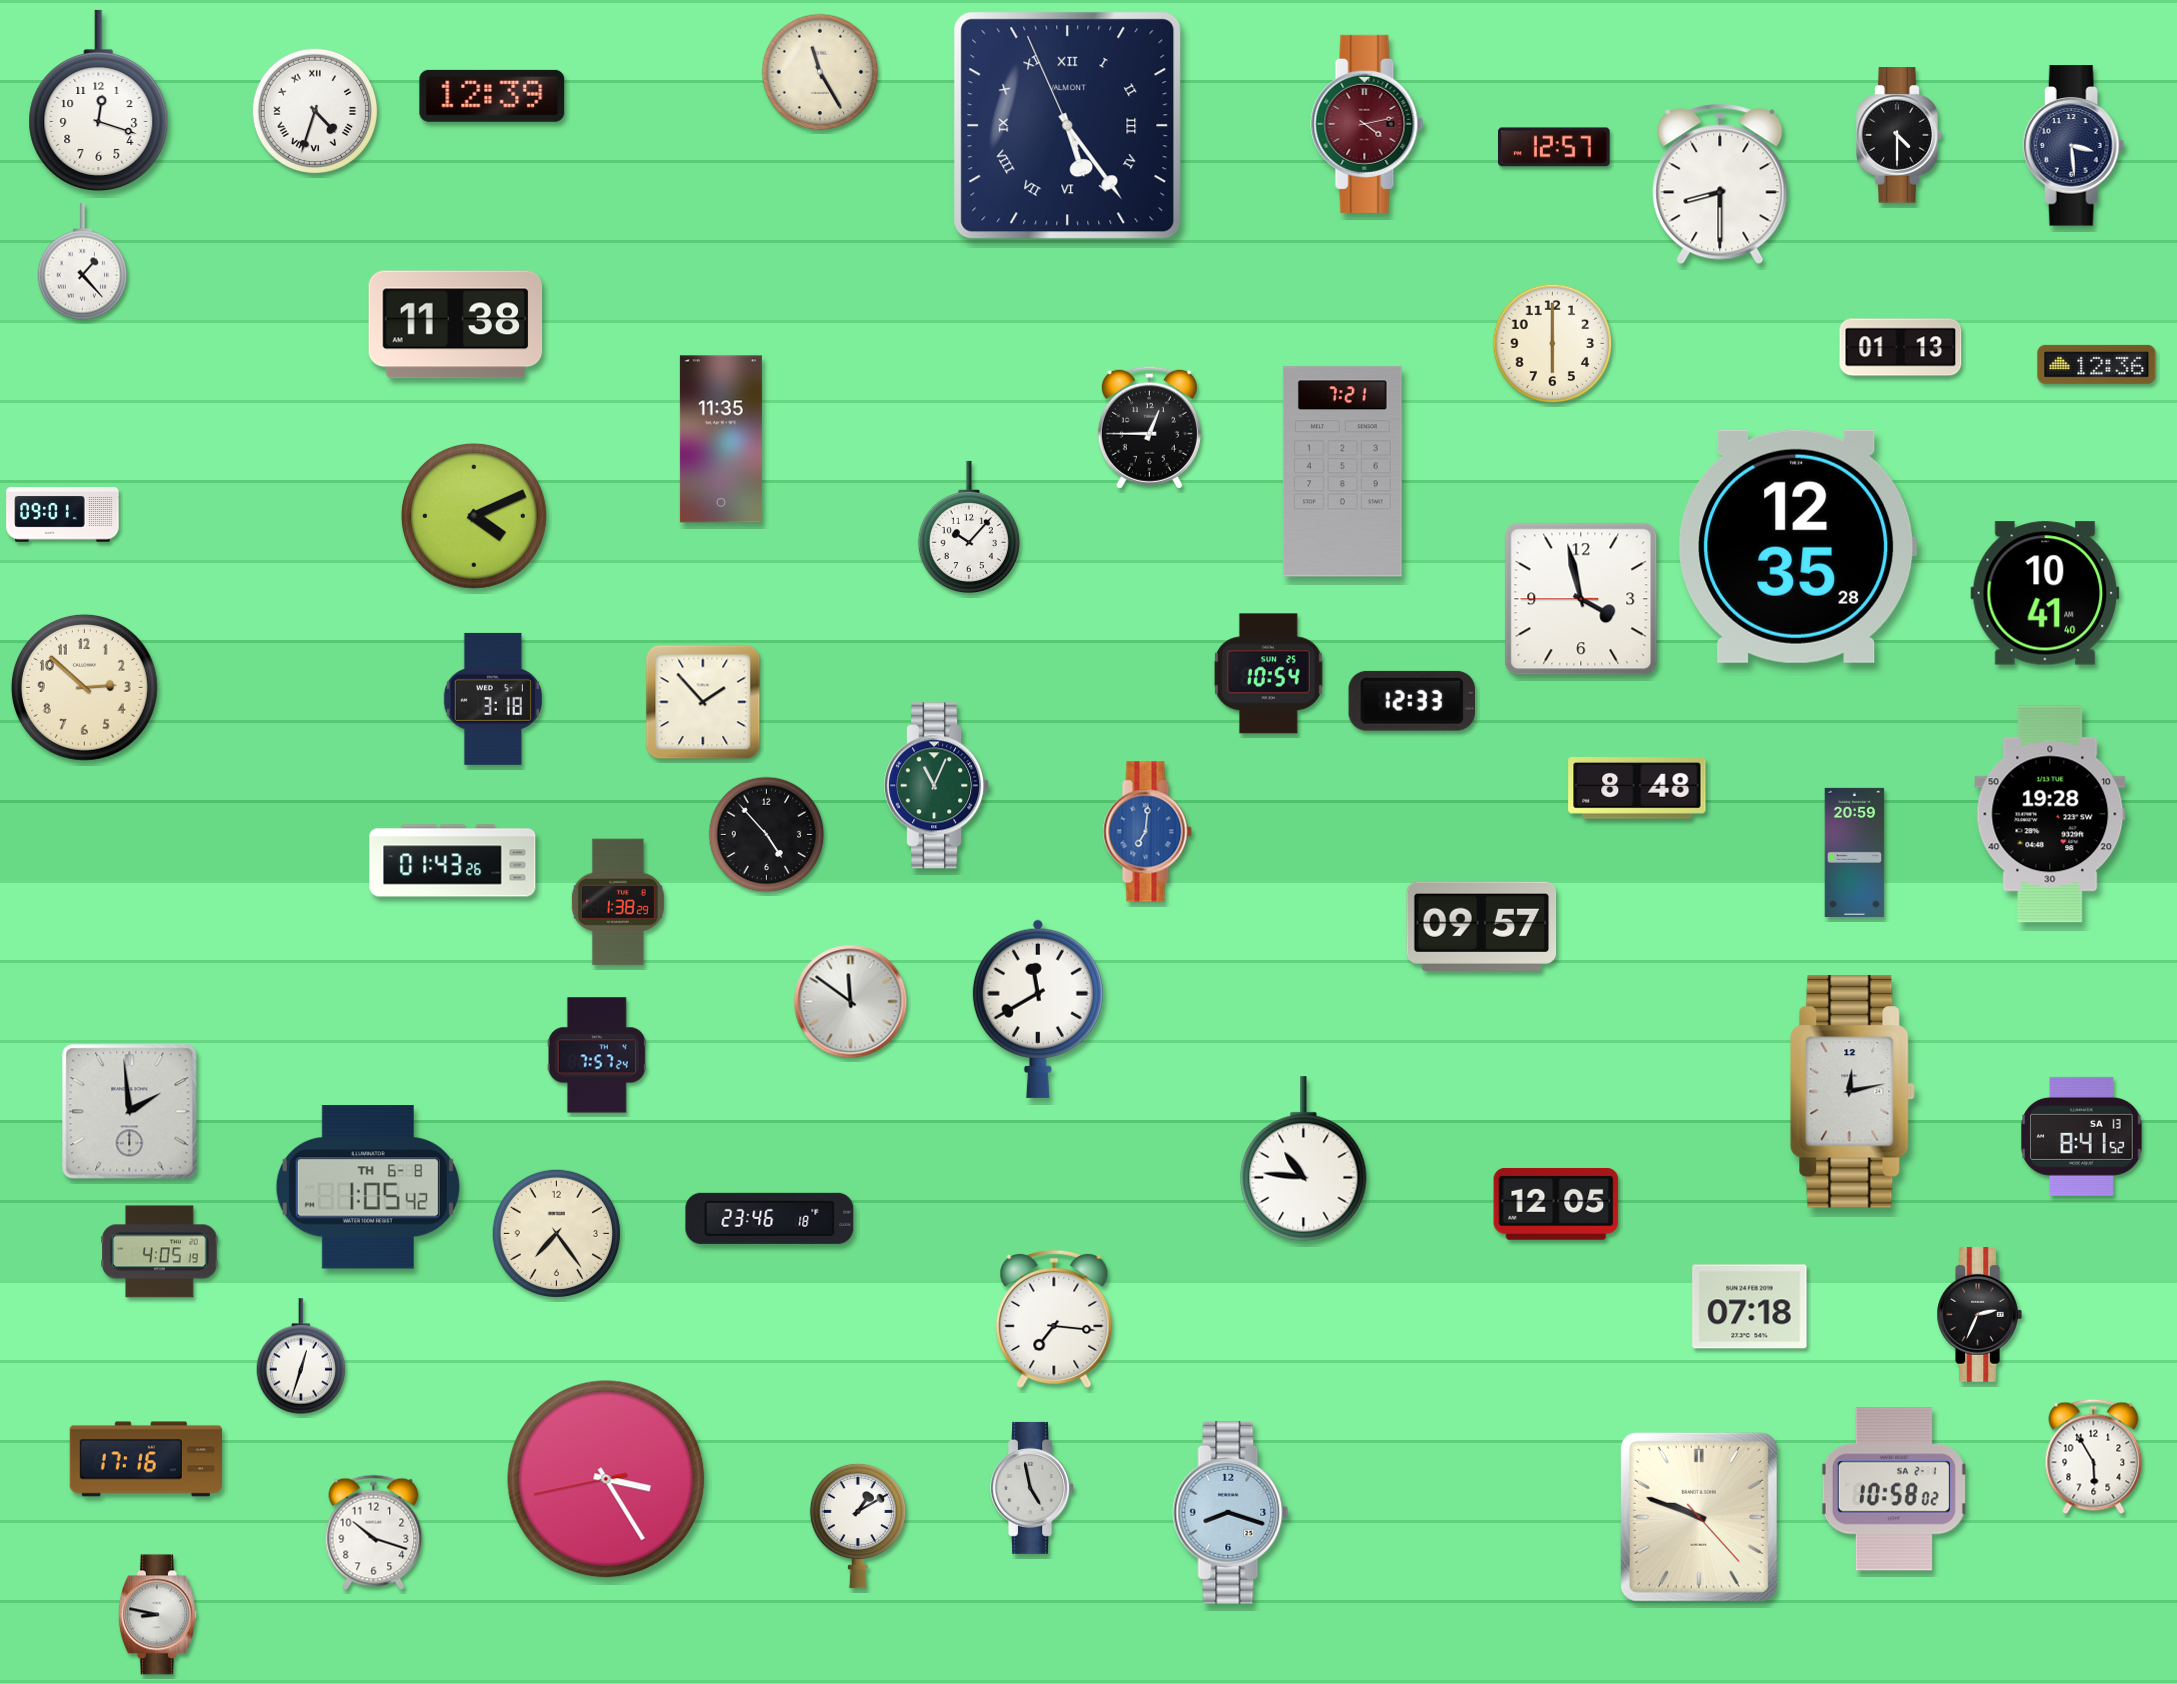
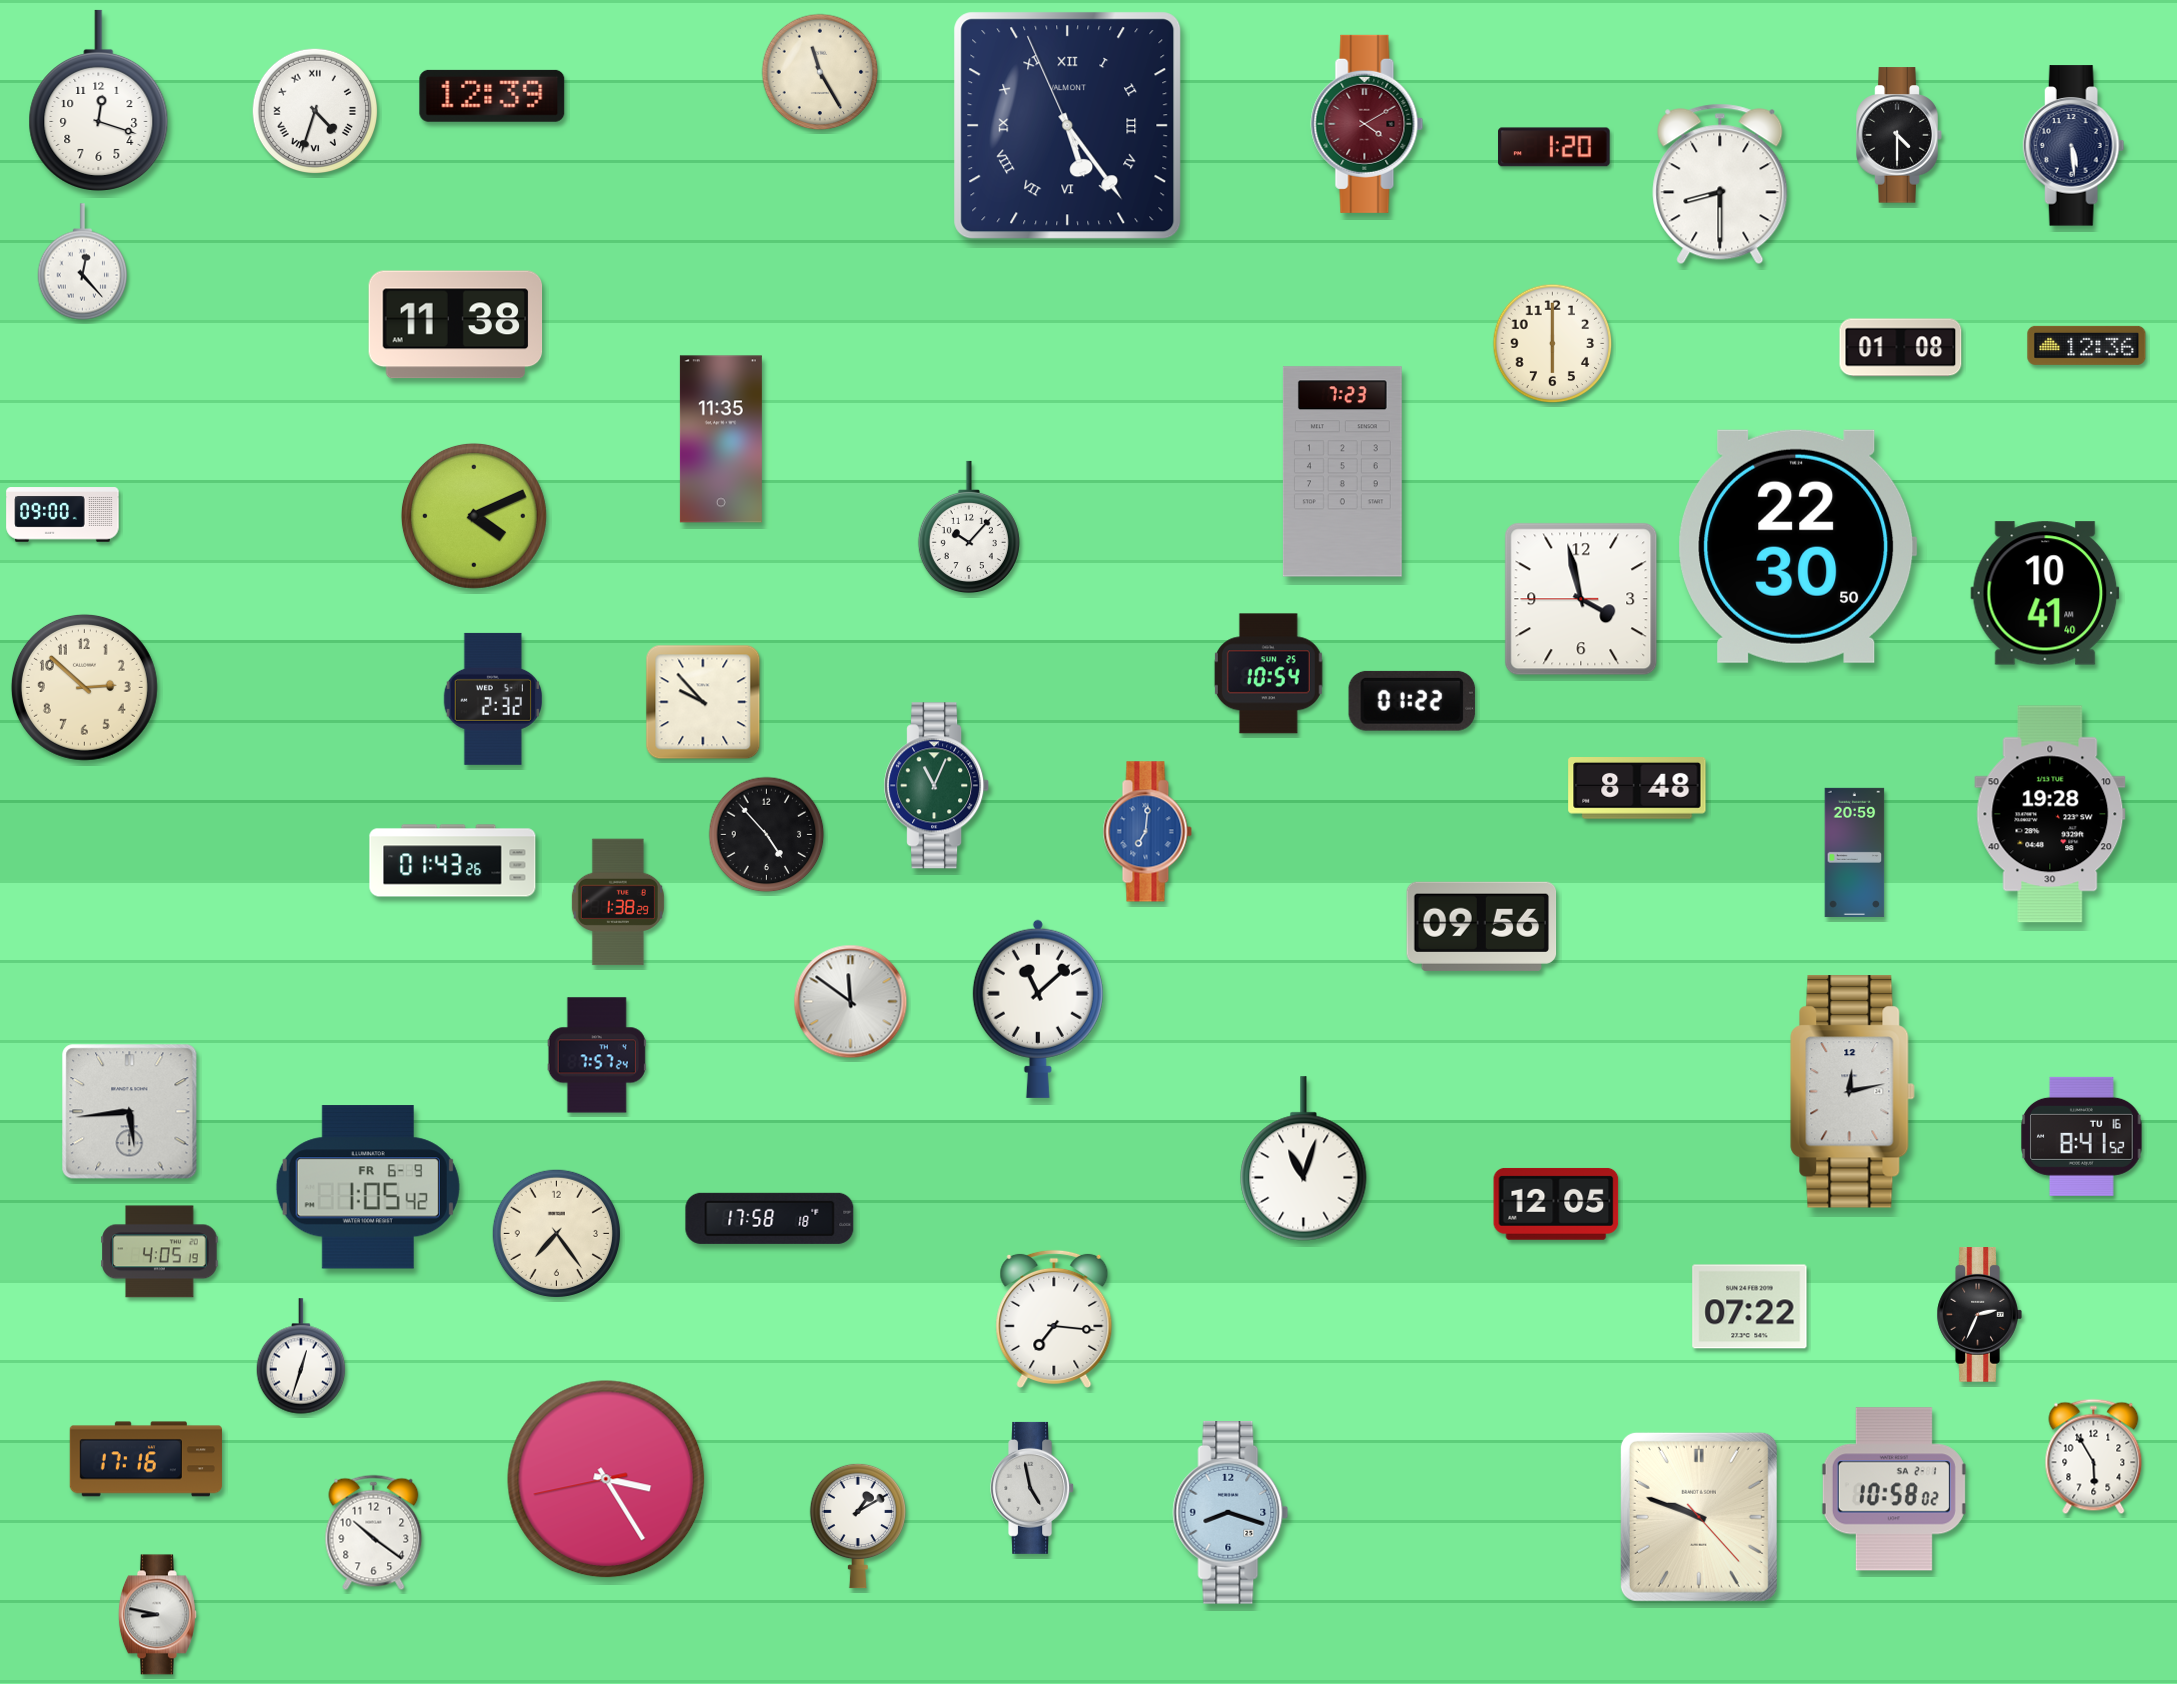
clock at (1367, 124): 4:13 -> 4:10
clock at (2074, 146): 3:29 -> 5:29
clock at (1554, 147): 12:57 -> 1:20
clock at (83, 262): 1:23 -> 12:23
clock at (1901, 348): 01:13 -> 01:08
clock at (2097, 364) position: (2097, 364) -> (2087, 345)
clock at (1149, 427): 12:45 -> none
clock at (1342, 472): 7:21 -> 7:23
clock at (63, 515): 09:01 -> 09:00
clock at (1798, 546): 12:35 -> 22:30
clock at (492, 699): 3:18 -> 2:32
clock at (1412, 701): 12:33 -> 01:22
clock at (703, 702): 1:53 -> 9:53
clock at (1482, 926): 09:57 -> 09:56
clock at (1038, 1009): 11:40 -> 11:08
clock at (130, 1112): 1:59 -> 5:44
clock at (2082, 1136) date: SA 13 -> TU 16
clock at (1304, 1159): 10:46 -> 11:03
clock at (368, 1187) date: TH 6-8 -> FR 6-9
clock at (770, 1218): 23:46 -> 17:58
clock at (1750, 1307): 07:18 -> 07:22
clock at (374, 1533): 10:18 -> 10:21
